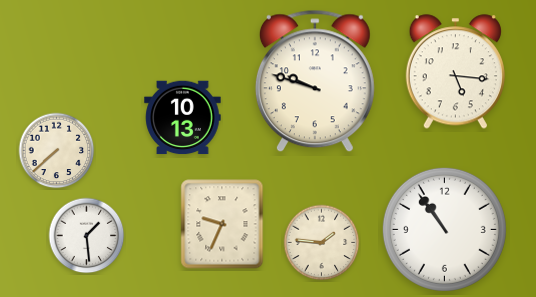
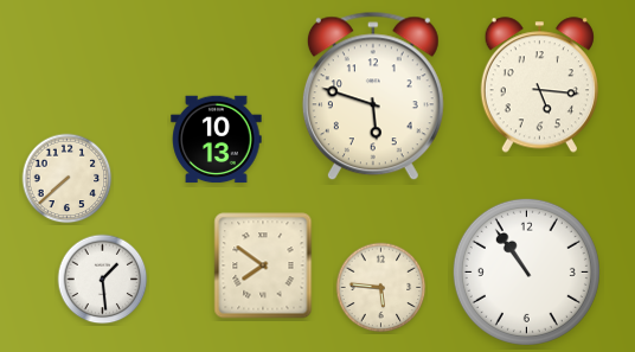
clock at (315, 81): 9:48 -> 5:48
clock at (222, 224): 9:34 -> 7:51
clock at (322, 243): 1:46 -> 5:46
